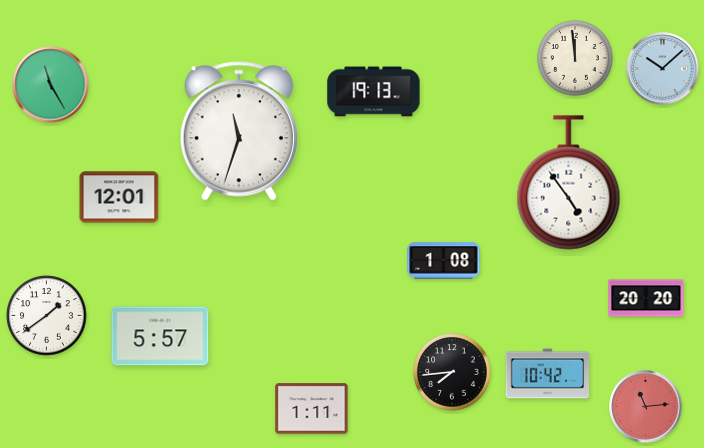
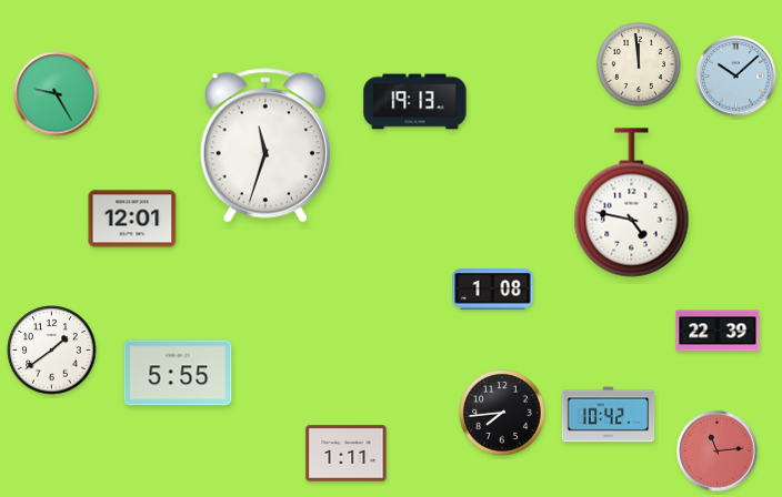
clock at (51, 85): 11:25 -> 9:25
clock at (569, 183): 4:54 -> 4:47
clock at (646, 298): 20:20 -> 22:39
clock at (160, 336): 5:57 -> 5:55
